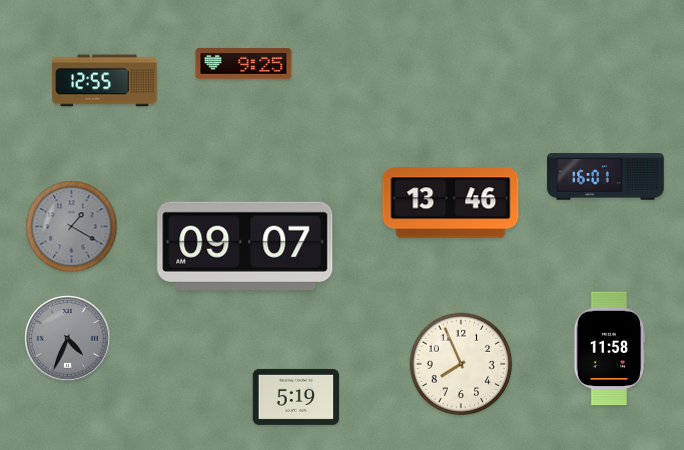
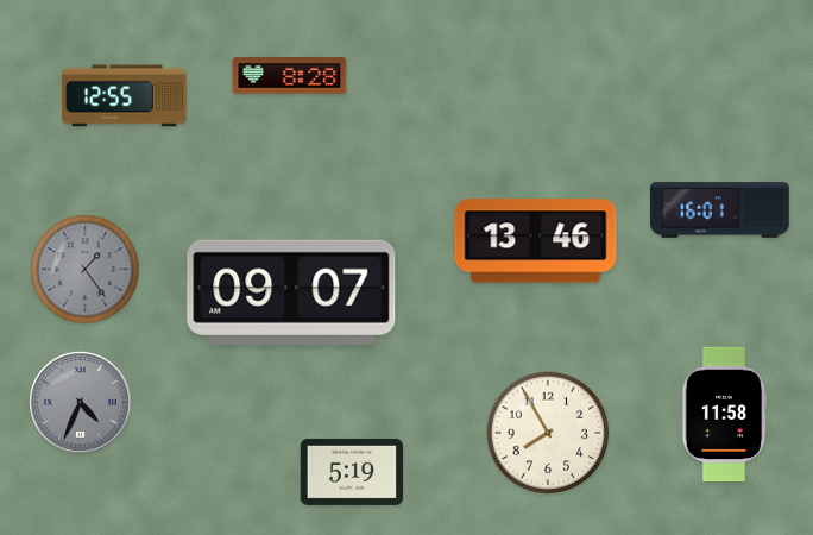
clock at (244, 64): 9:25 -> 8:28
clock at (72, 227): 1:20 -> 1:24
clock at (461, 364): 7:56 -> 7:55
